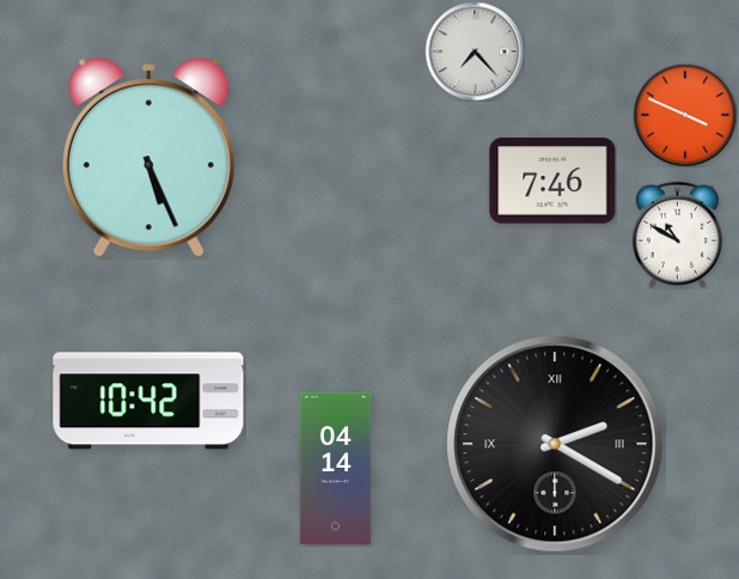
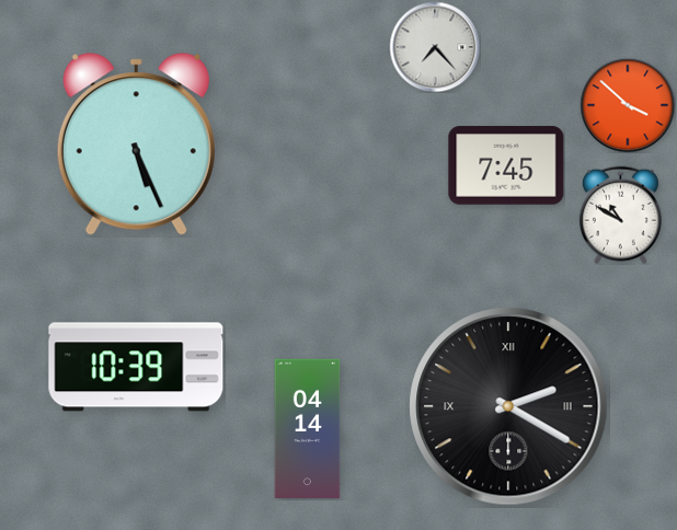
clock at (685, 115): 3:49 -> 3:52
clock at (552, 181): 7:46 -> 7:45
clock at (148, 401): 10:42 -> 10:39
